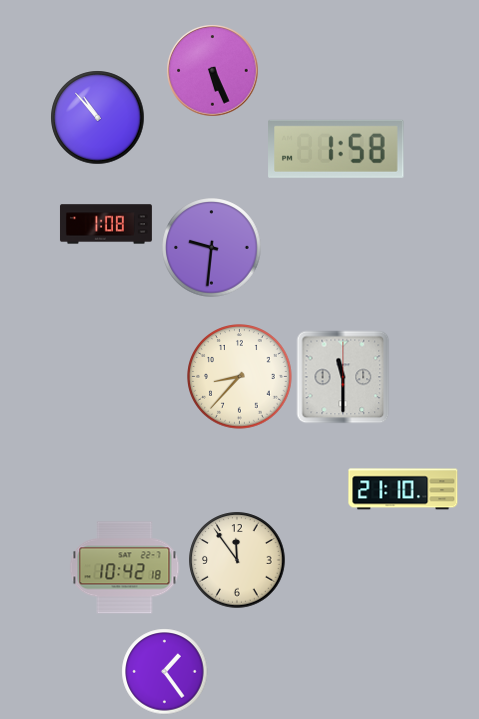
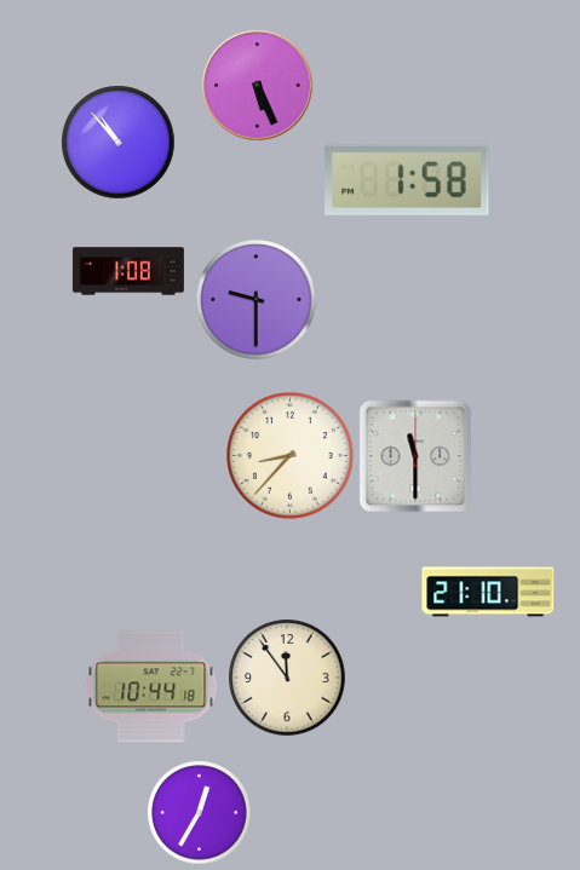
clock at (212, 248): 9:31 -> 9:30
clock at (125, 568): 10:42 -> 10:44
clock at (165, 672): 1:24 -> 12:35
